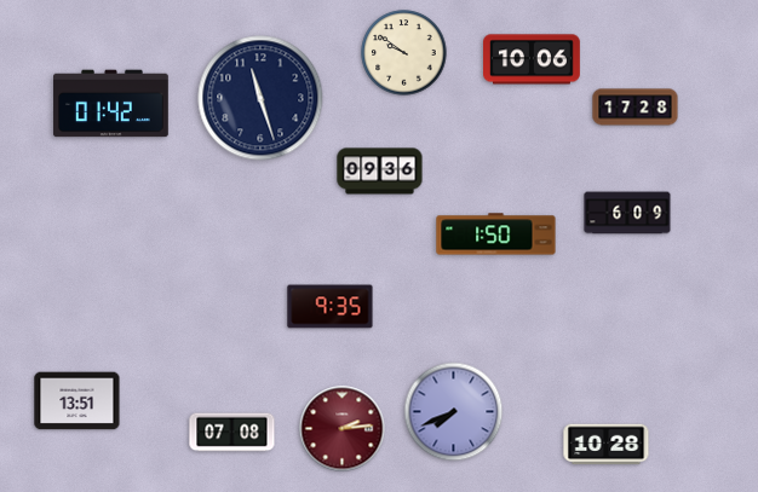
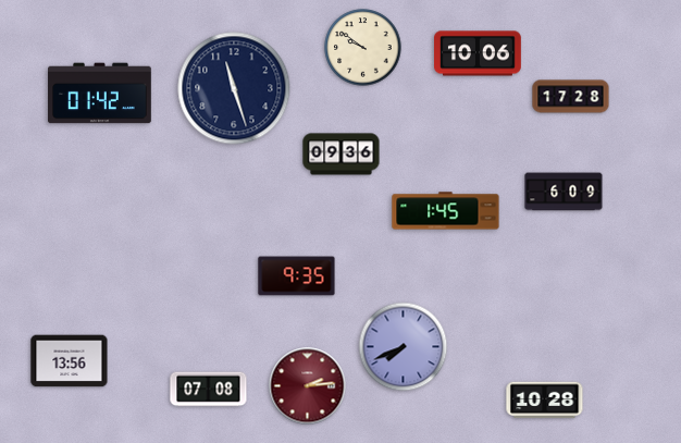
clock at (496, 235): 1:50 -> 1:45
clock at (77, 401): 13:51 -> 13:56
clock at (454, 412) position: (454, 412) -> (404, 347)
